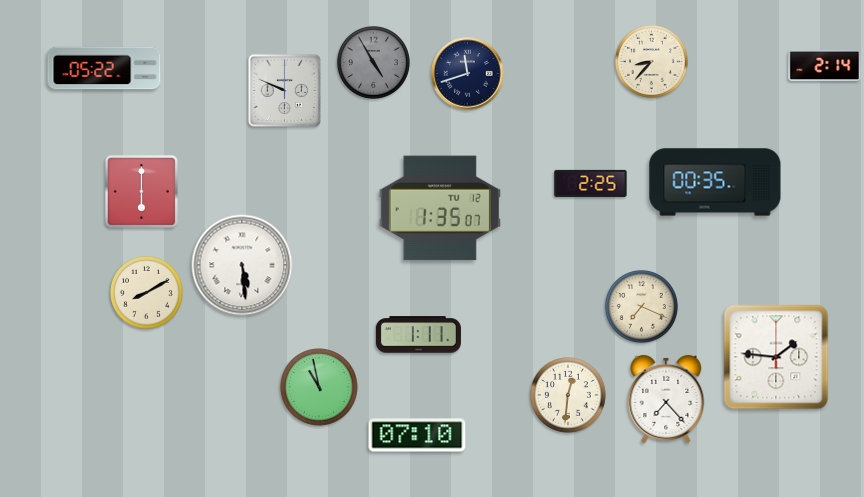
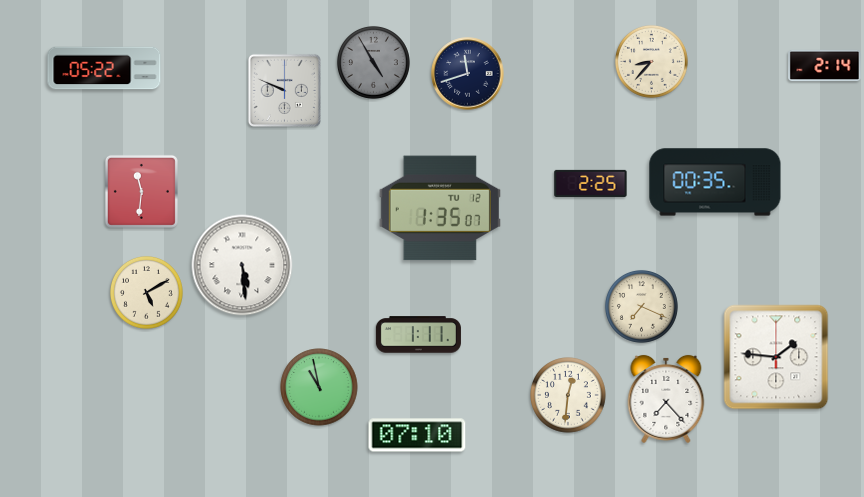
clock at (141, 191): 6:00 -> 11:31
clock at (146, 292): 8:10 -> 5:10
